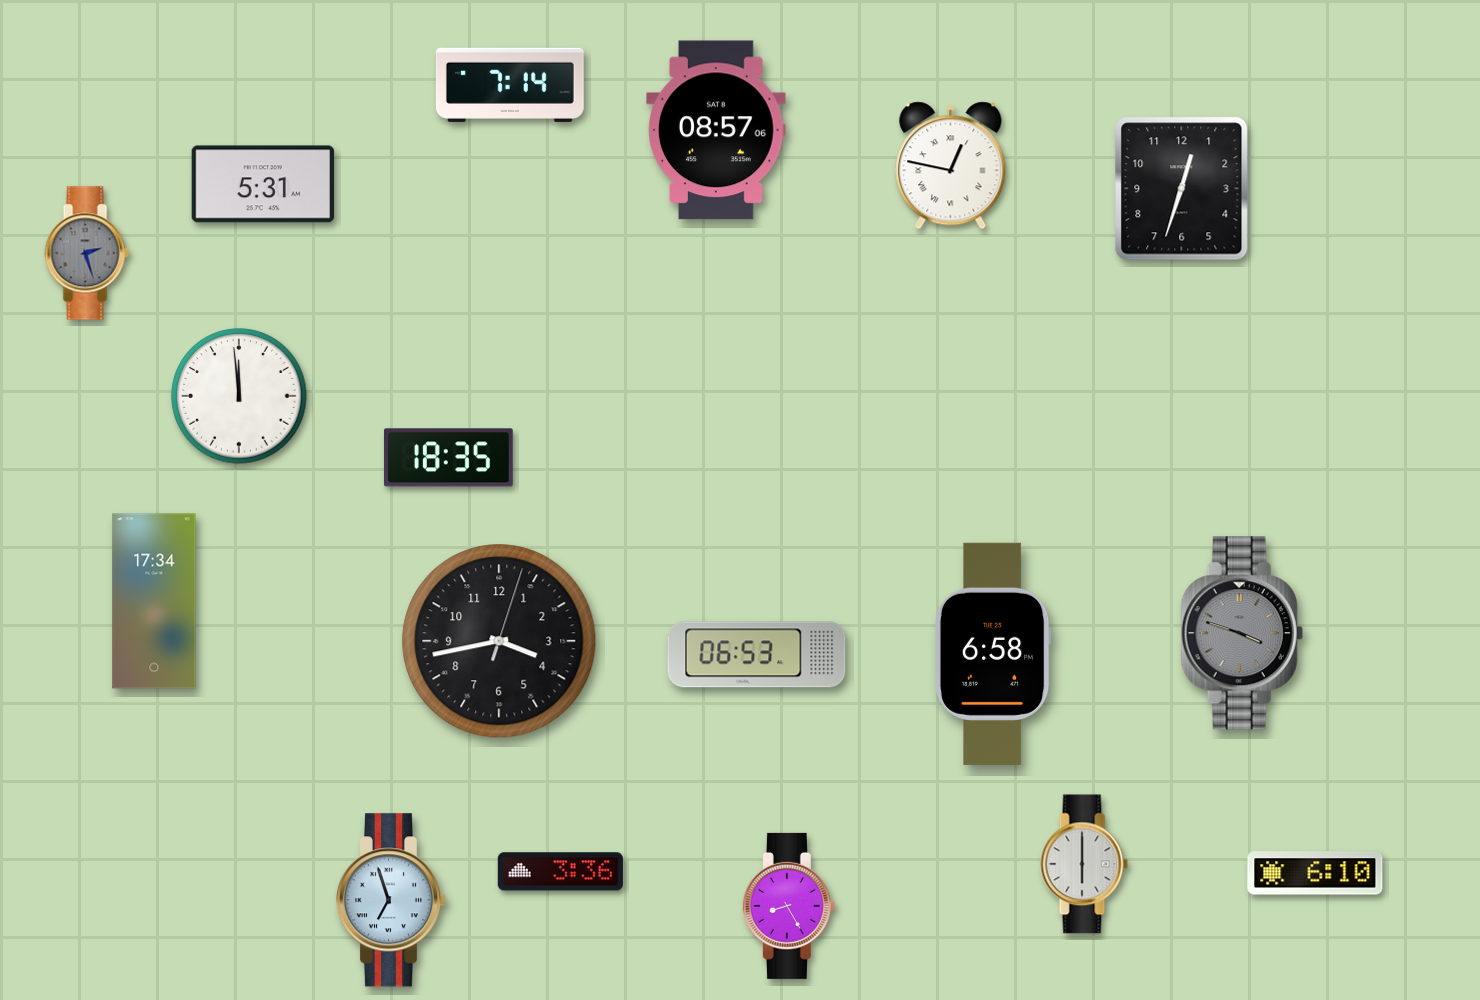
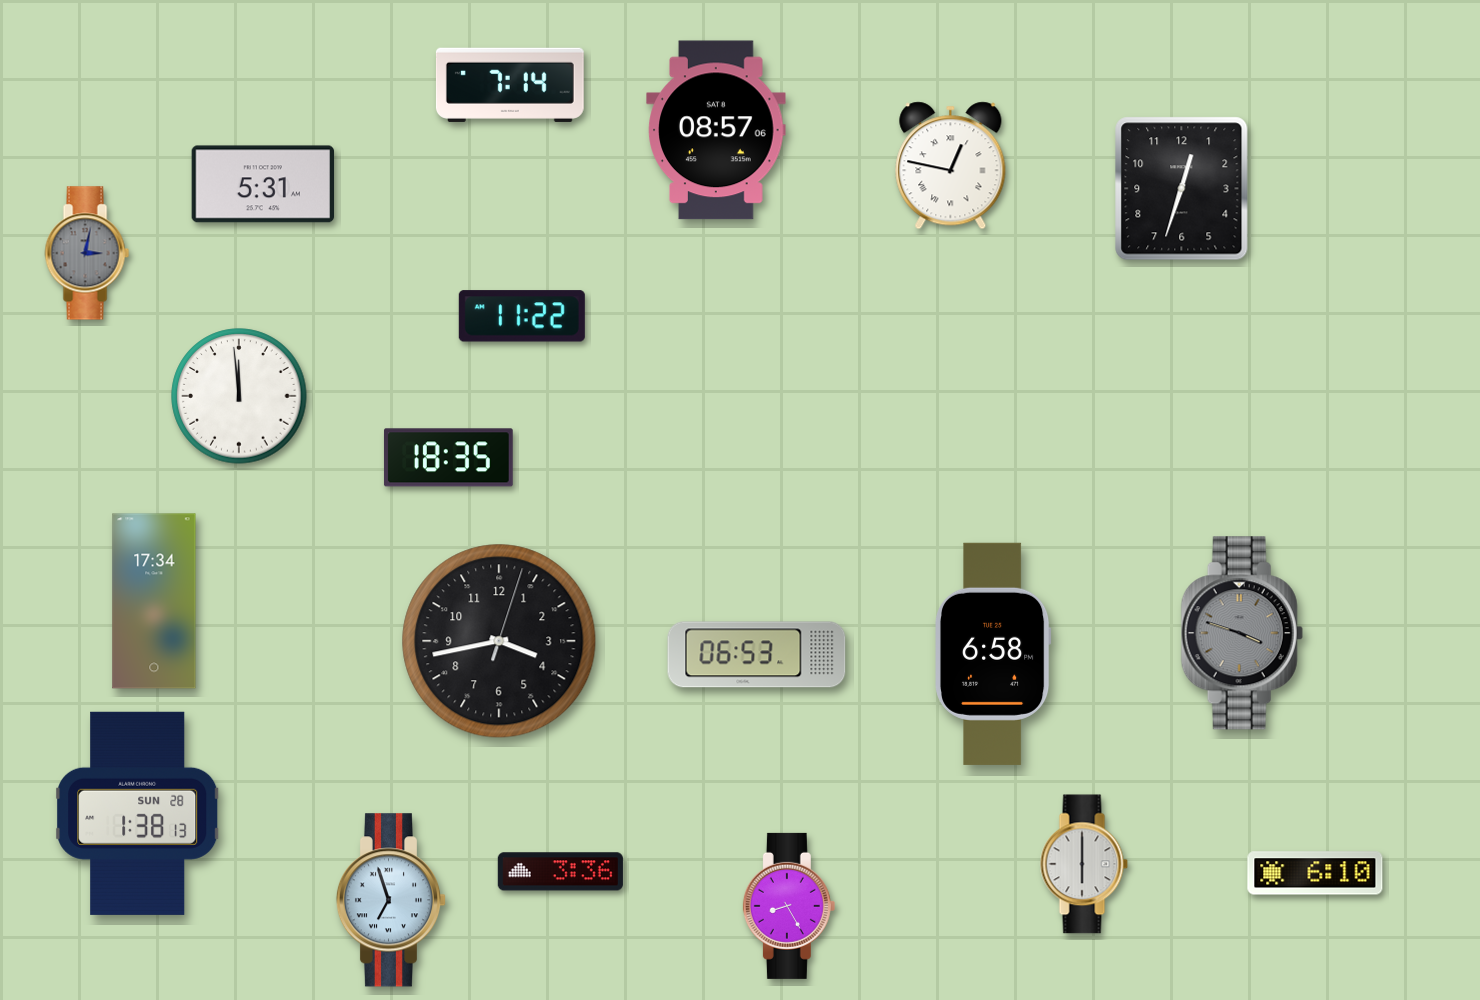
clock at (87, 253): 2:27 -> 3:02
clock at (522, 316): none -> 11:22
clock at (139, 813): none -> 1:38
